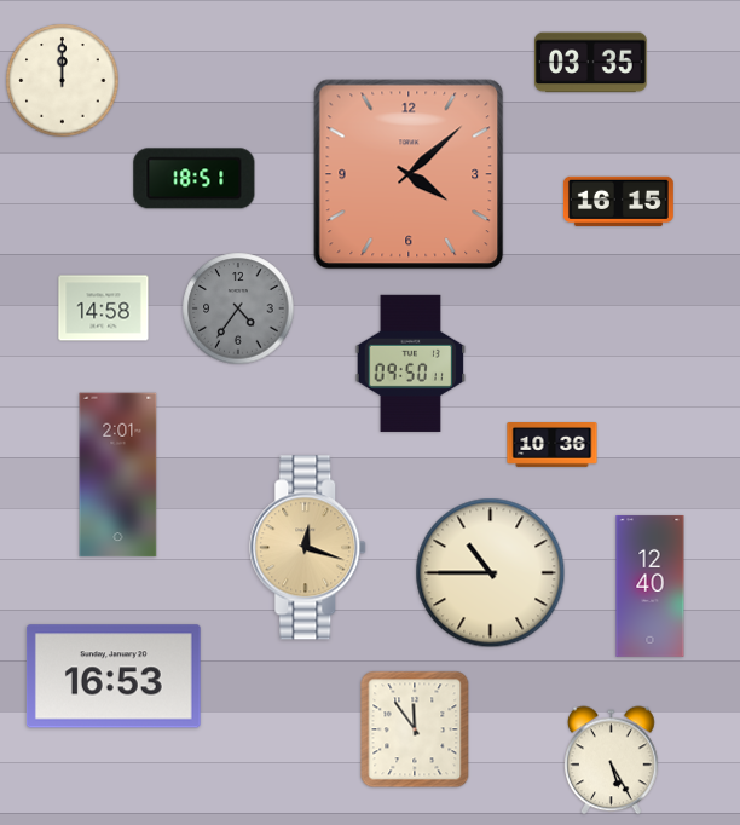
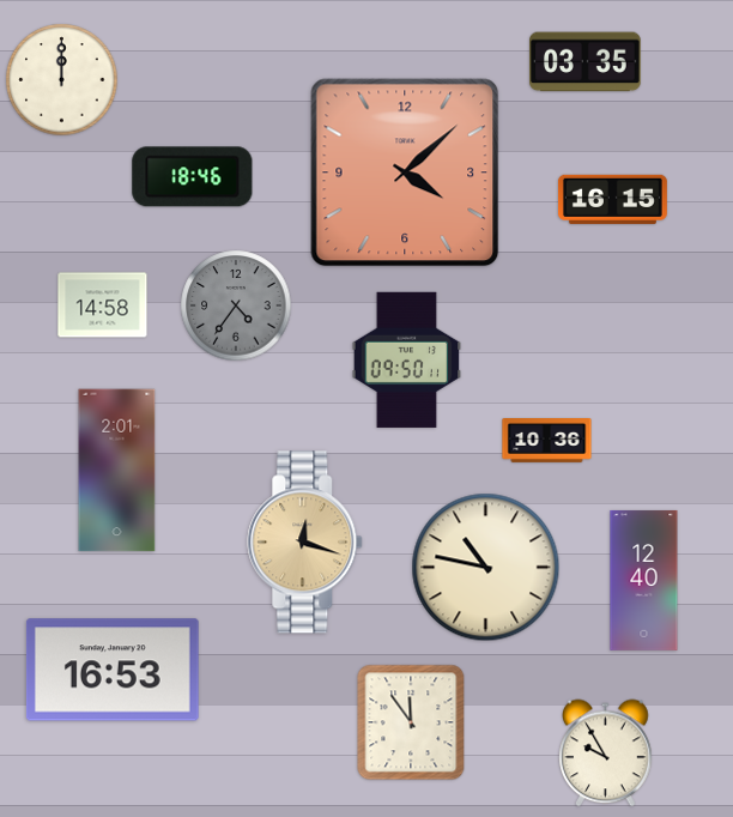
clock at (195, 179): 18:51 -> 18:46
clock at (491, 573): 10:45 -> 10:47
clock at (612, 761): 5:25 -> 9:55
